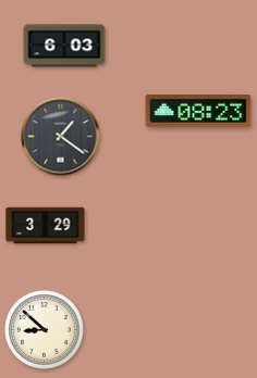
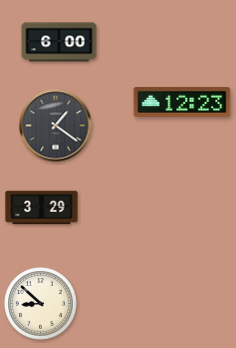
clock at (64, 46): 6:03 -> 6:00
clock at (198, 111): 08:23 -> 12:23
